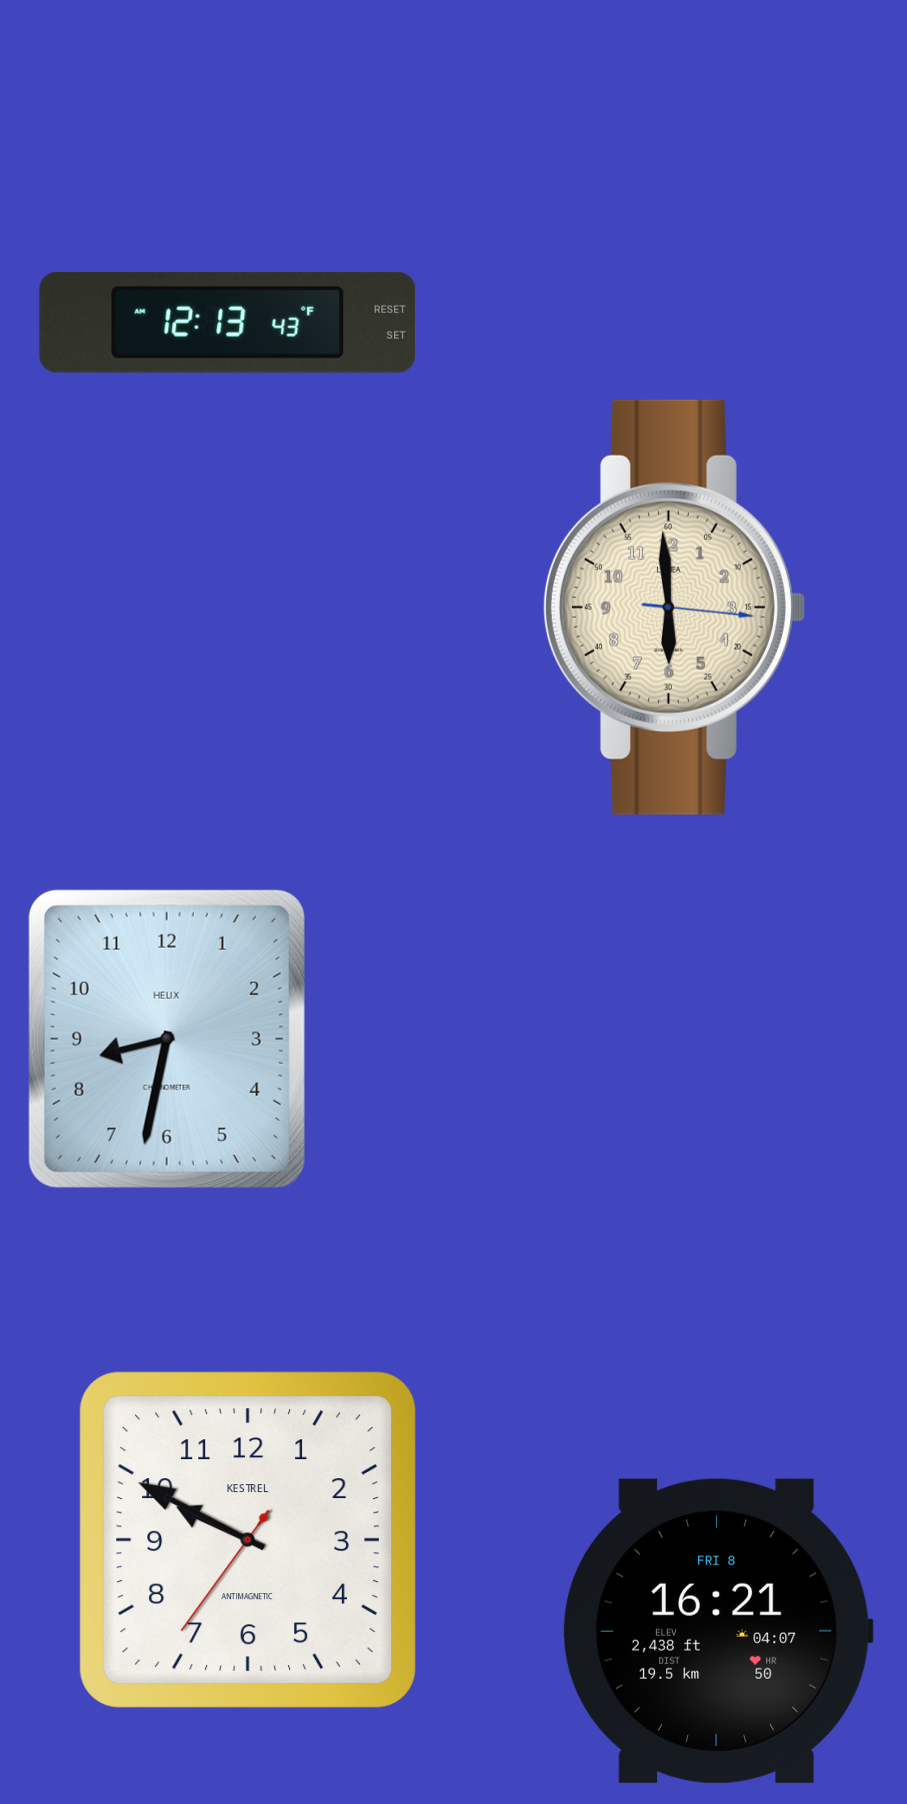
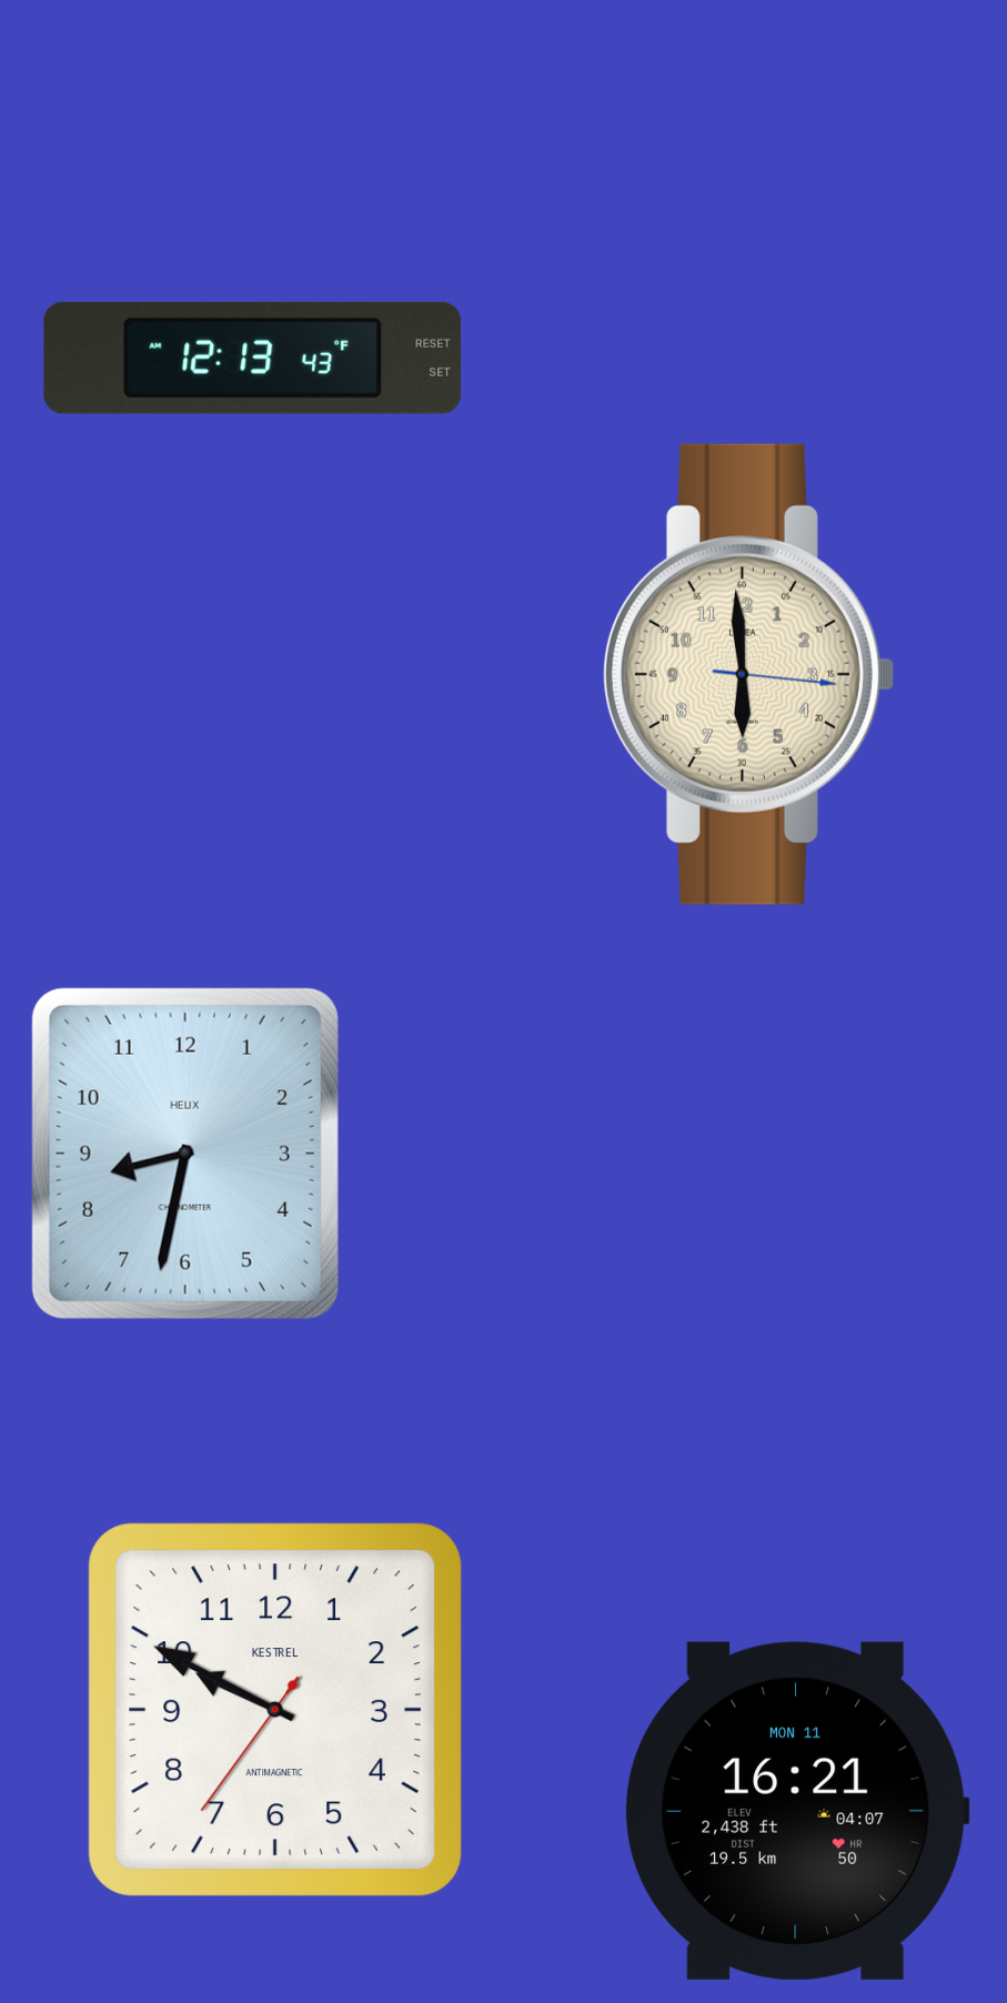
clock at (718, 1631) date: FRI 8 -> MON 11
